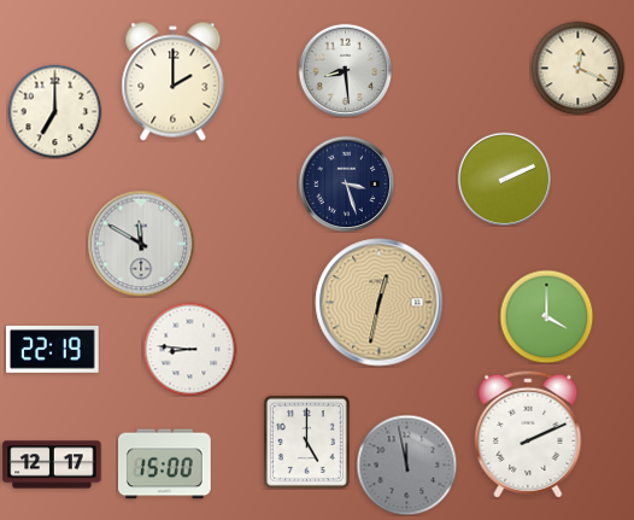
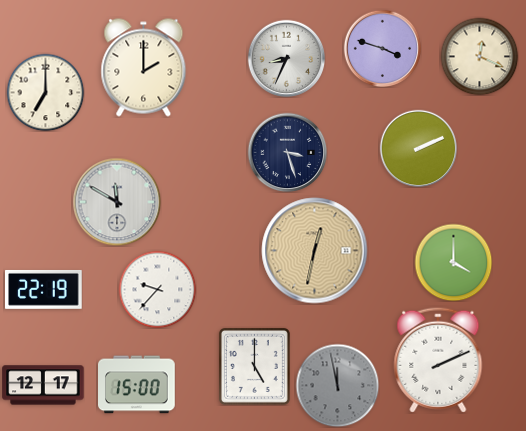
clock at (382, 48): none -> 3:48
clock at (345, 70): 8:29 -> 8:34
clock at (189, 349): 8:46 -> 9:37
